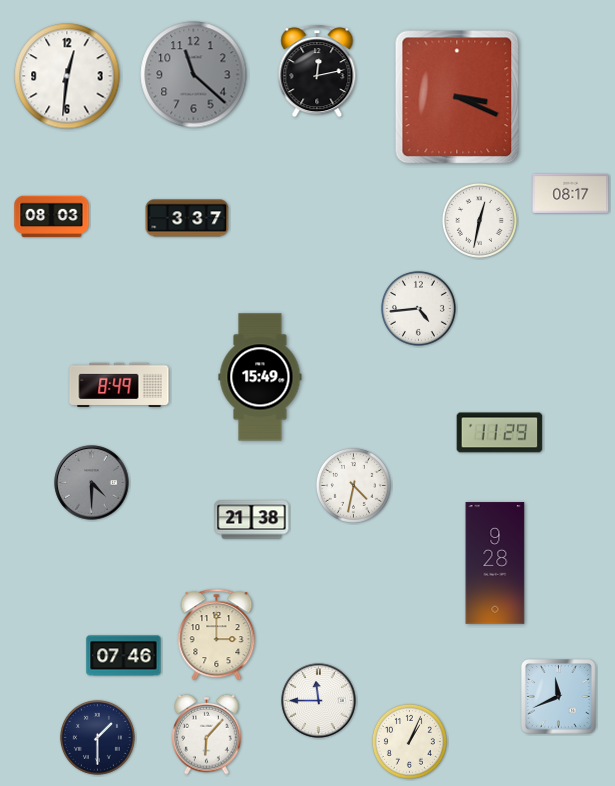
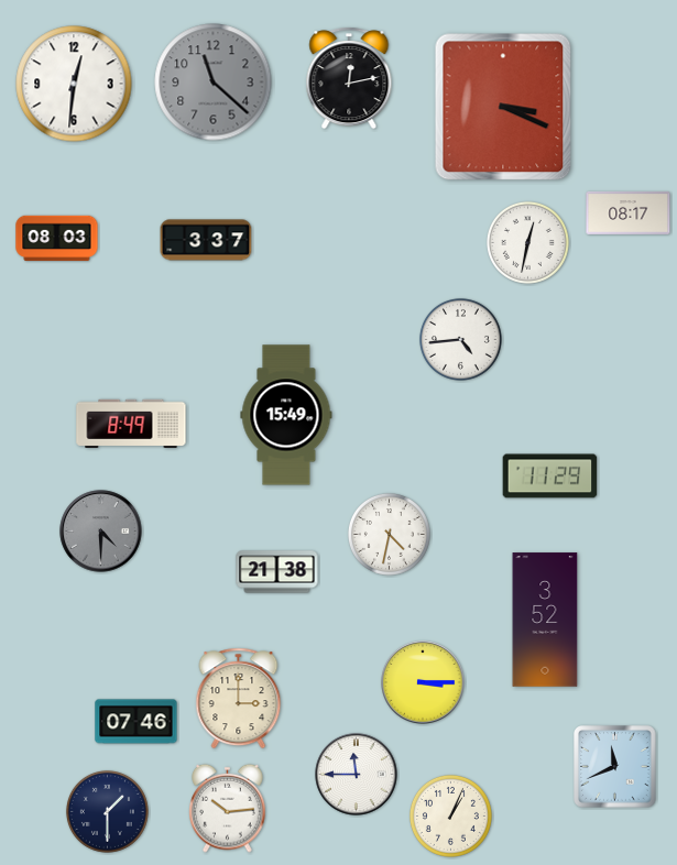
clock at (495, 563): 9:28 -> 3:52
clock at (423, 682): none -> 3:15
clock at (319, 701) position: (319, 701) -> (357, 775)
clock at (207, 734): 6:07 -> 10:14
